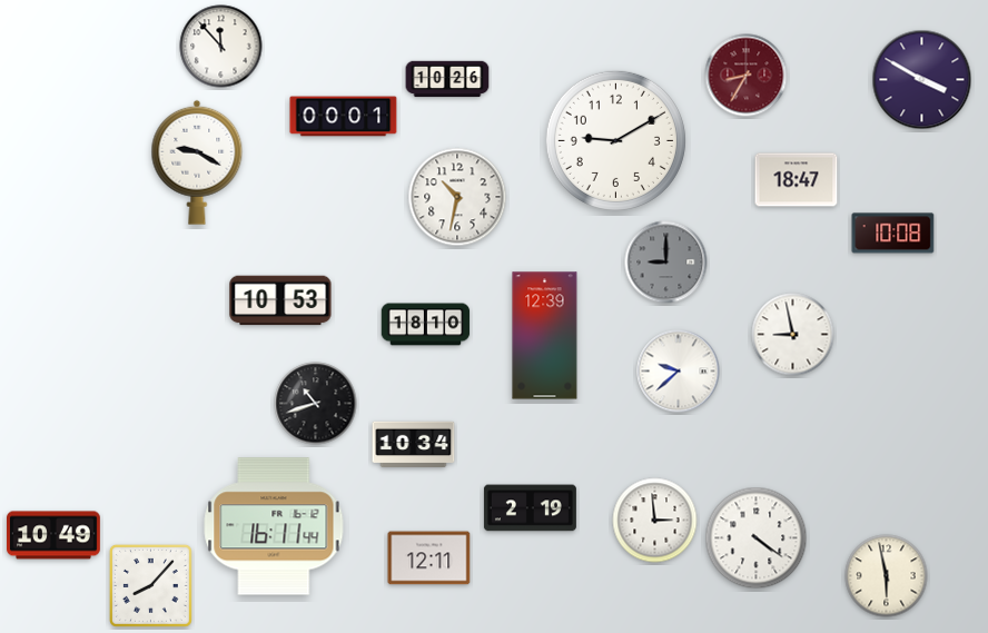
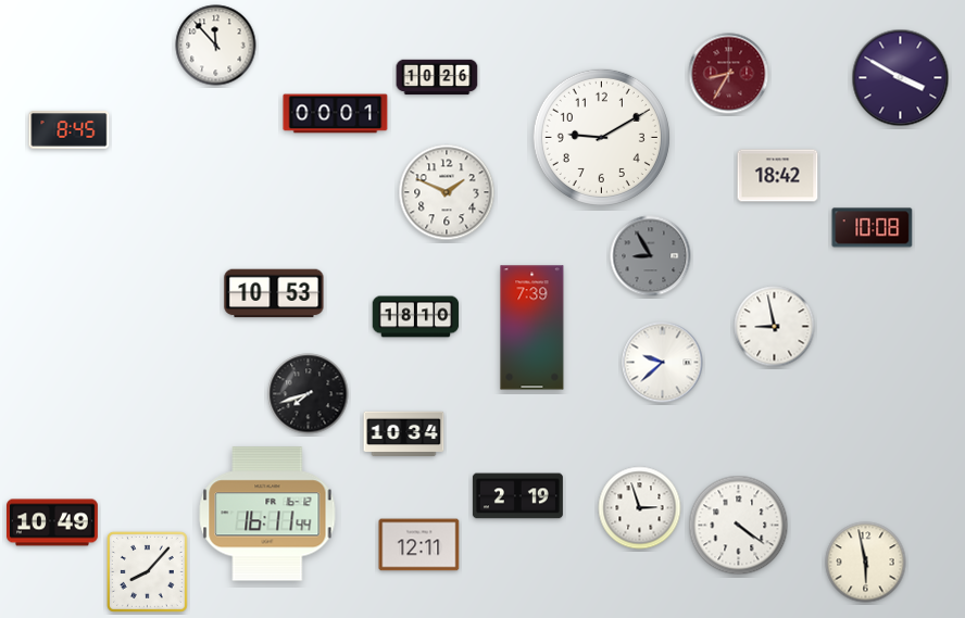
clock at (70, 130): none -> 8:45
clock at (197, 162): 9:20 -> none
clock at (797, 180): 18:47 -> 18:42
clock at (457, 197): 10:32 -> 1:49
clock at (666, 263): 9:00 -> 8:55
clock at (545, 336): 12:39 -> 7:39
clock at (316, 404): 10:42 -> 7:42
clock at (655, 521): 2:59 -> 2:57
